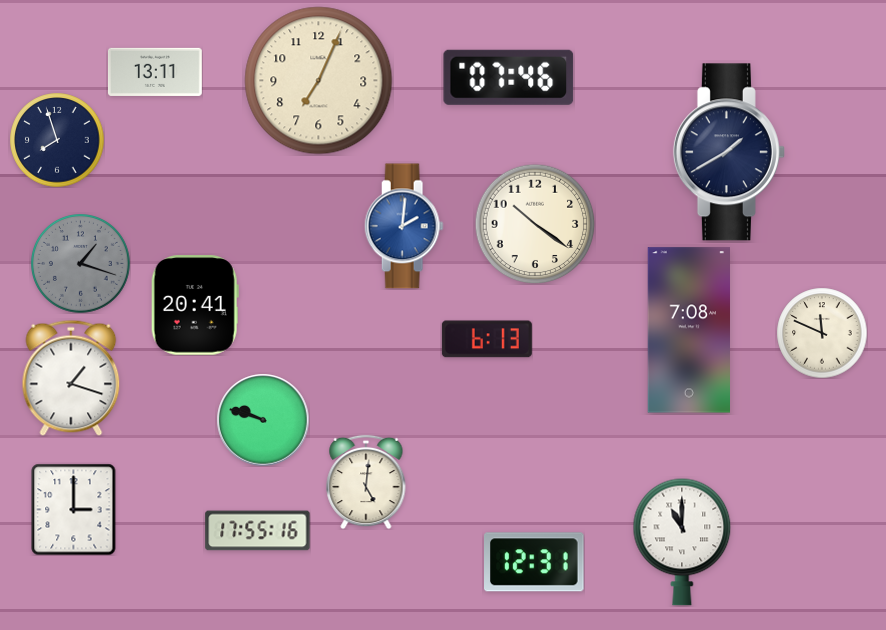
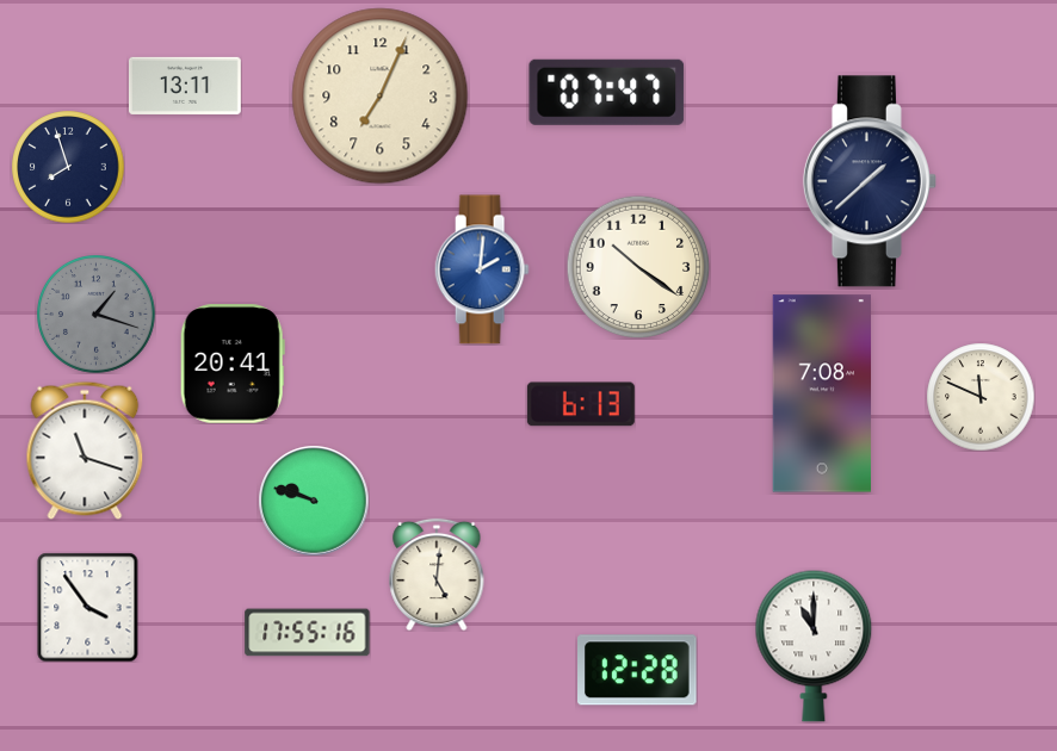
clock at (509, 77): 07:46 -> 07:47
clock at (729, 152): 1:40 -> 1:38
clock at (71, 378): 1:18 -> 11:18
clock at (74, 509): 3:00 -> 3:54
clock at (535, 562): 12:31 -> 12:28
